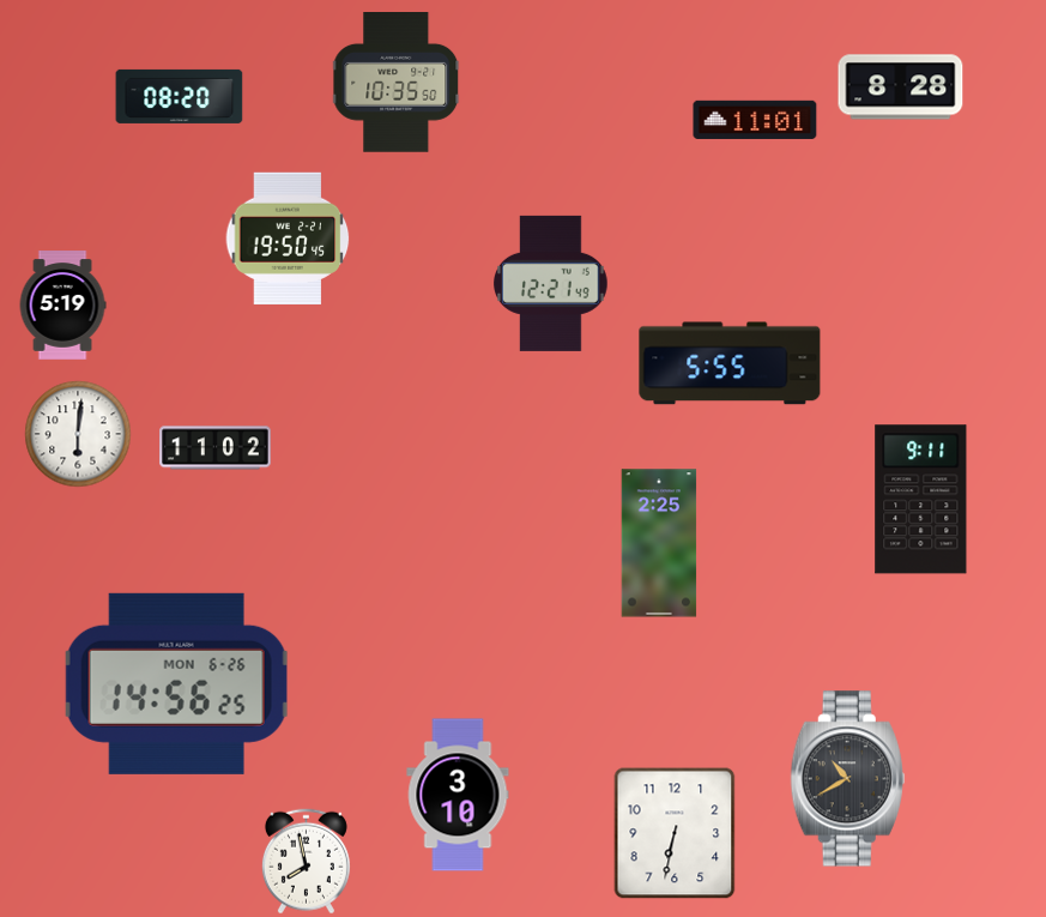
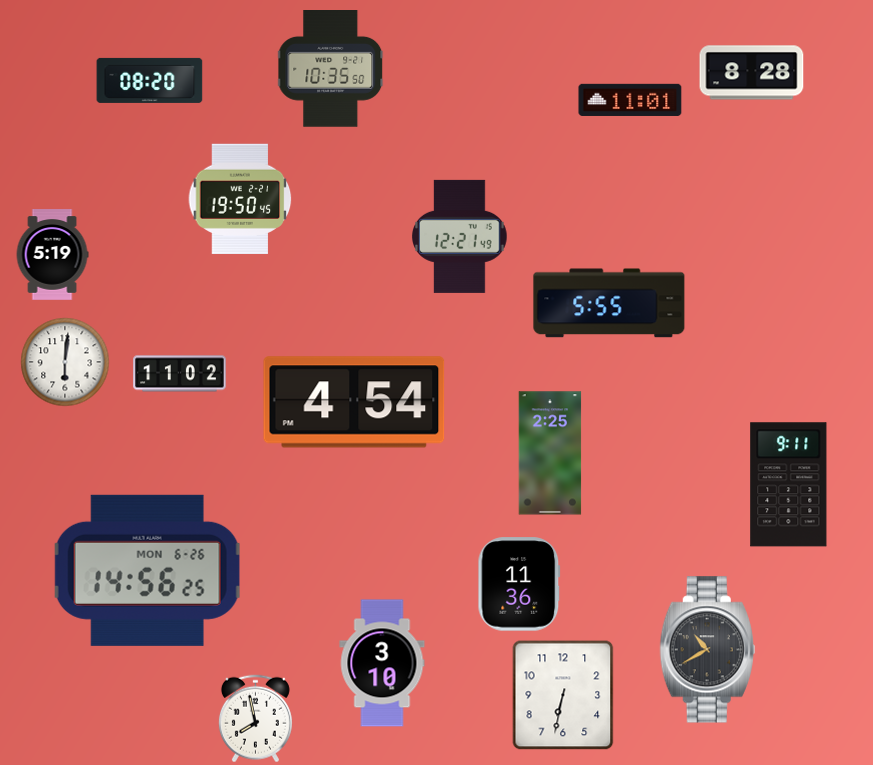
clock at (354, 402): none -> 4:54
clock at (921, 500) position: (921, 500) -> (789, 485)
clock at (519, 584): none -> 11:36
